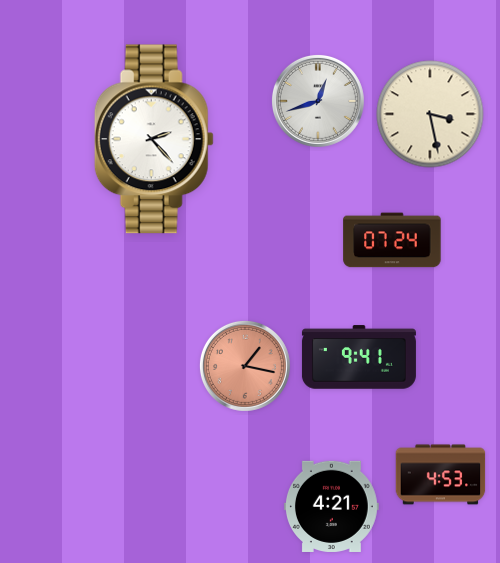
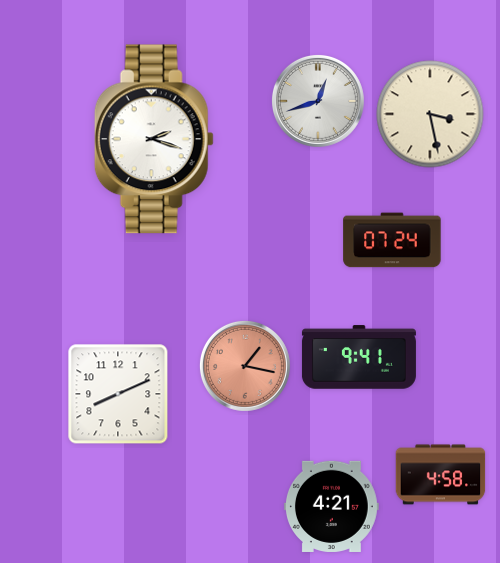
clock at (154, 139): 2:23 -> 2:18
clock at (118, 394): none -> 8:11
clock at (441, 475): 4:53 -> 4:58
